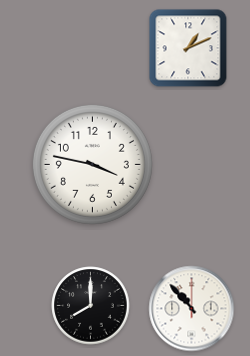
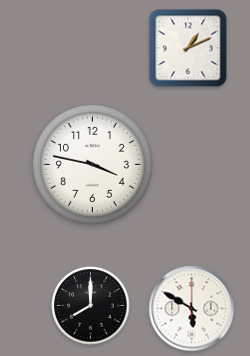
clock at (192, 309): 10:53 -> 5:50
